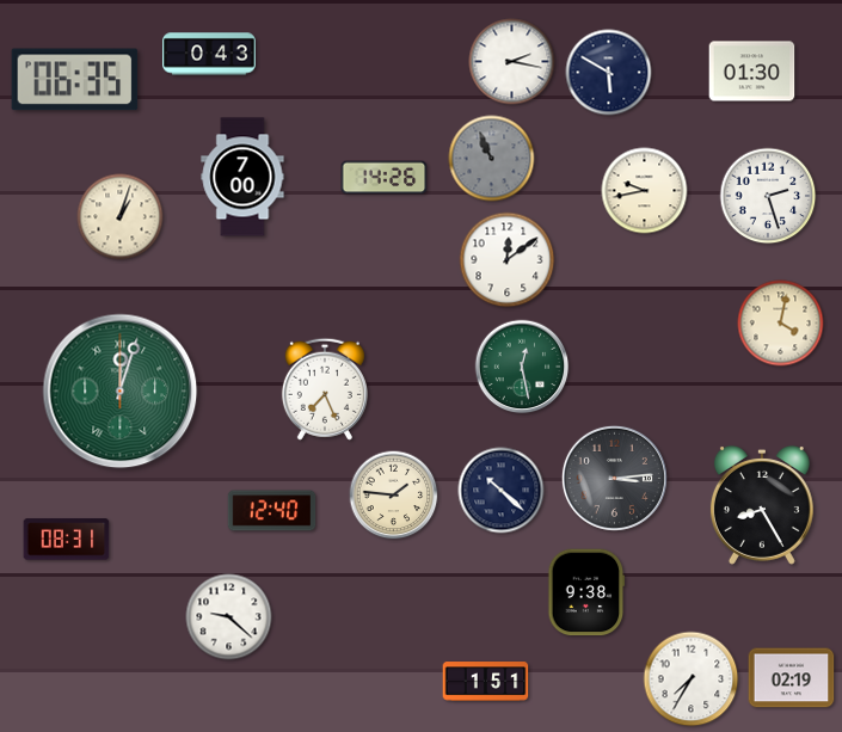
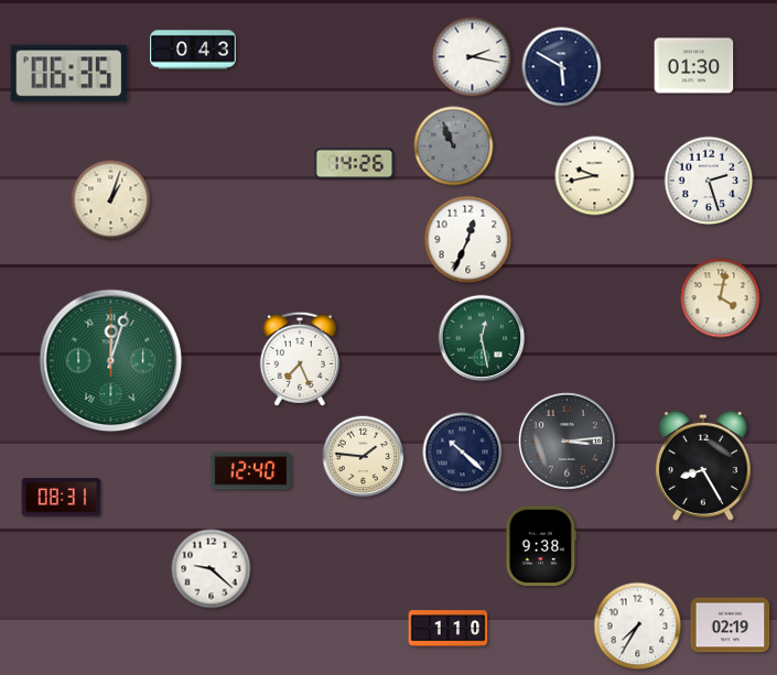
clock at (242, 177): 7:00 -> none
clock at (508, 260): 12:09 -> 12:34
clock at (486, 682): 1:51 -> 1:10
